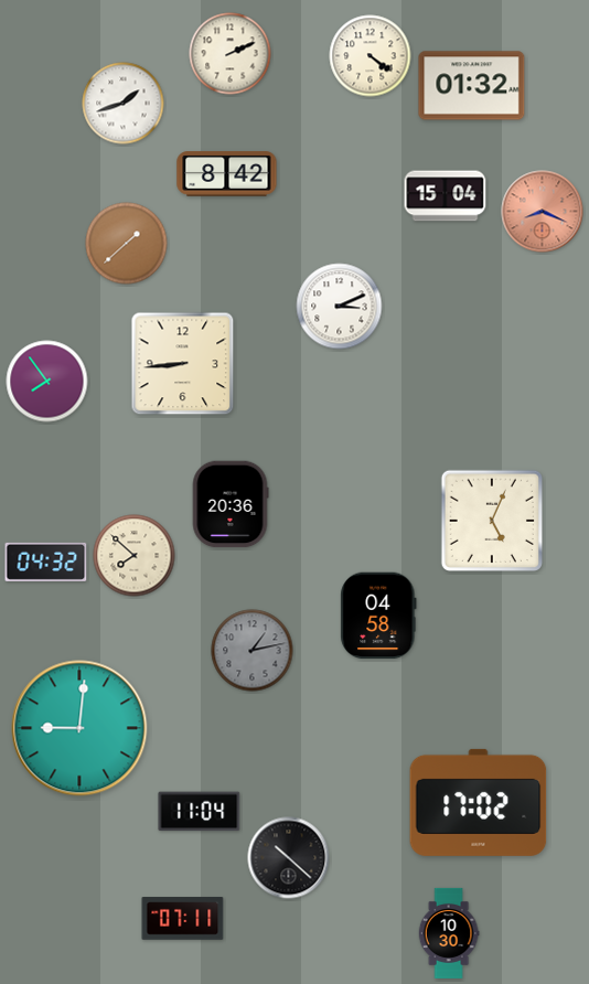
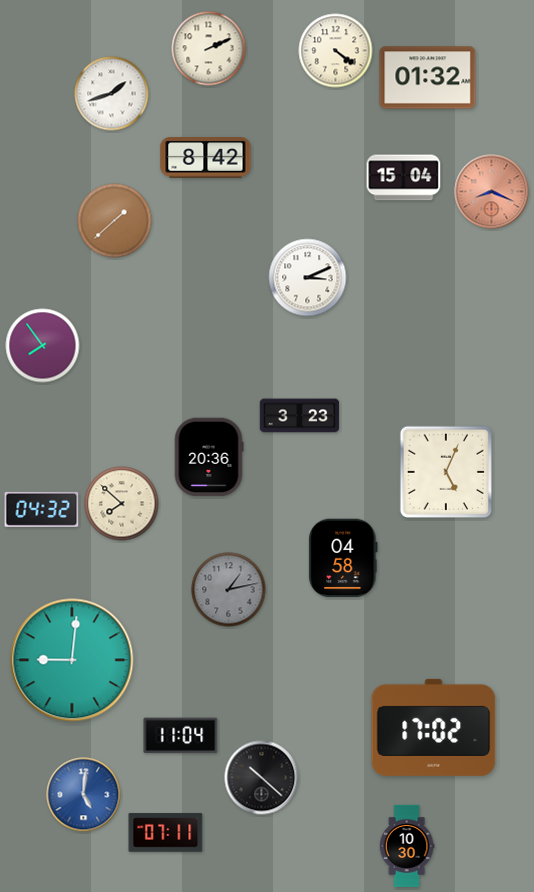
clock at (183, 364): 8:44 -> none
clock at (300, 416): none -> 3:23
clock at (84, 795): none -> 5:01
